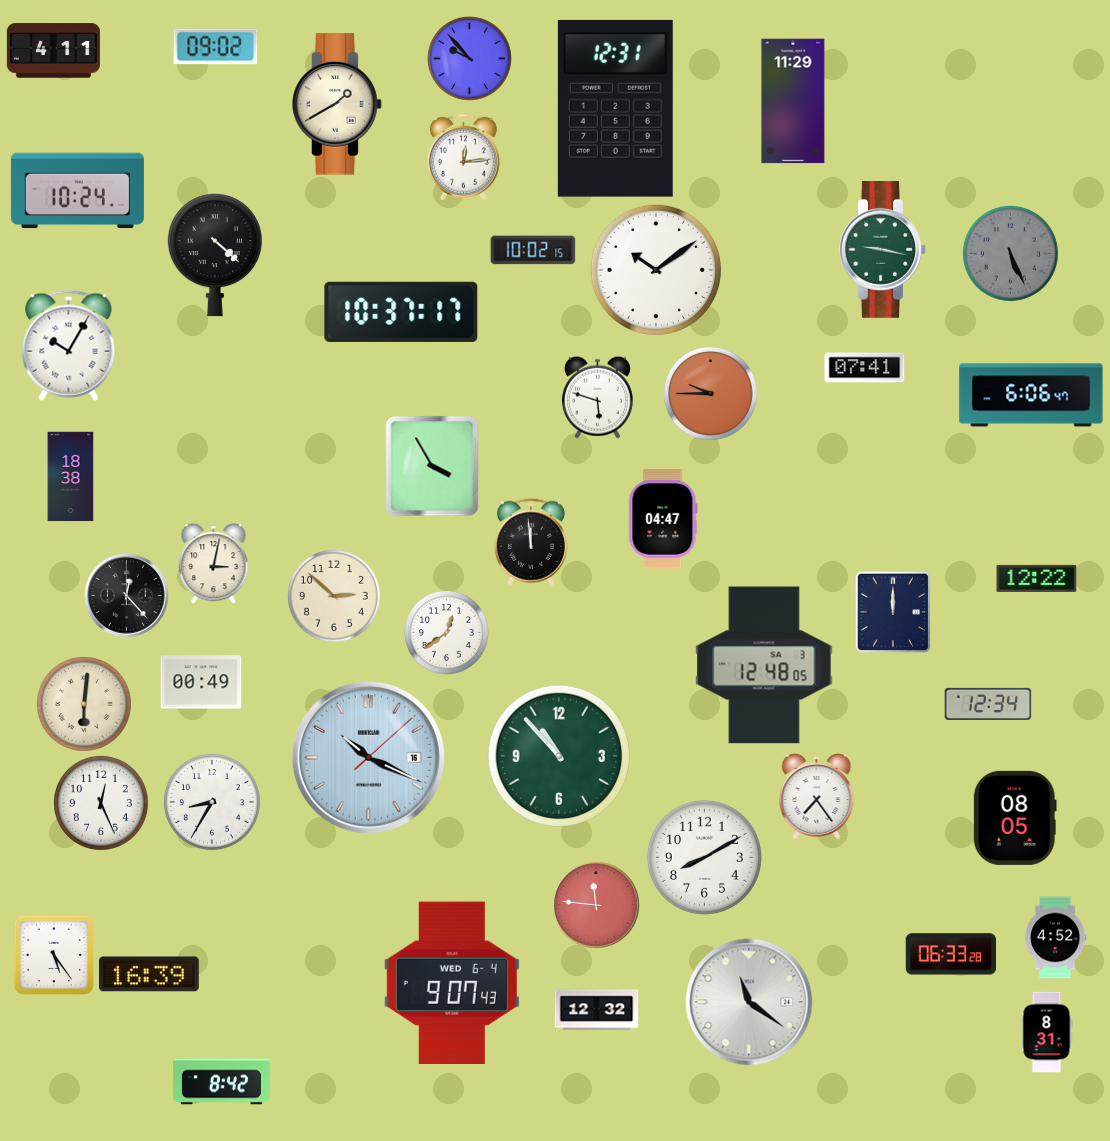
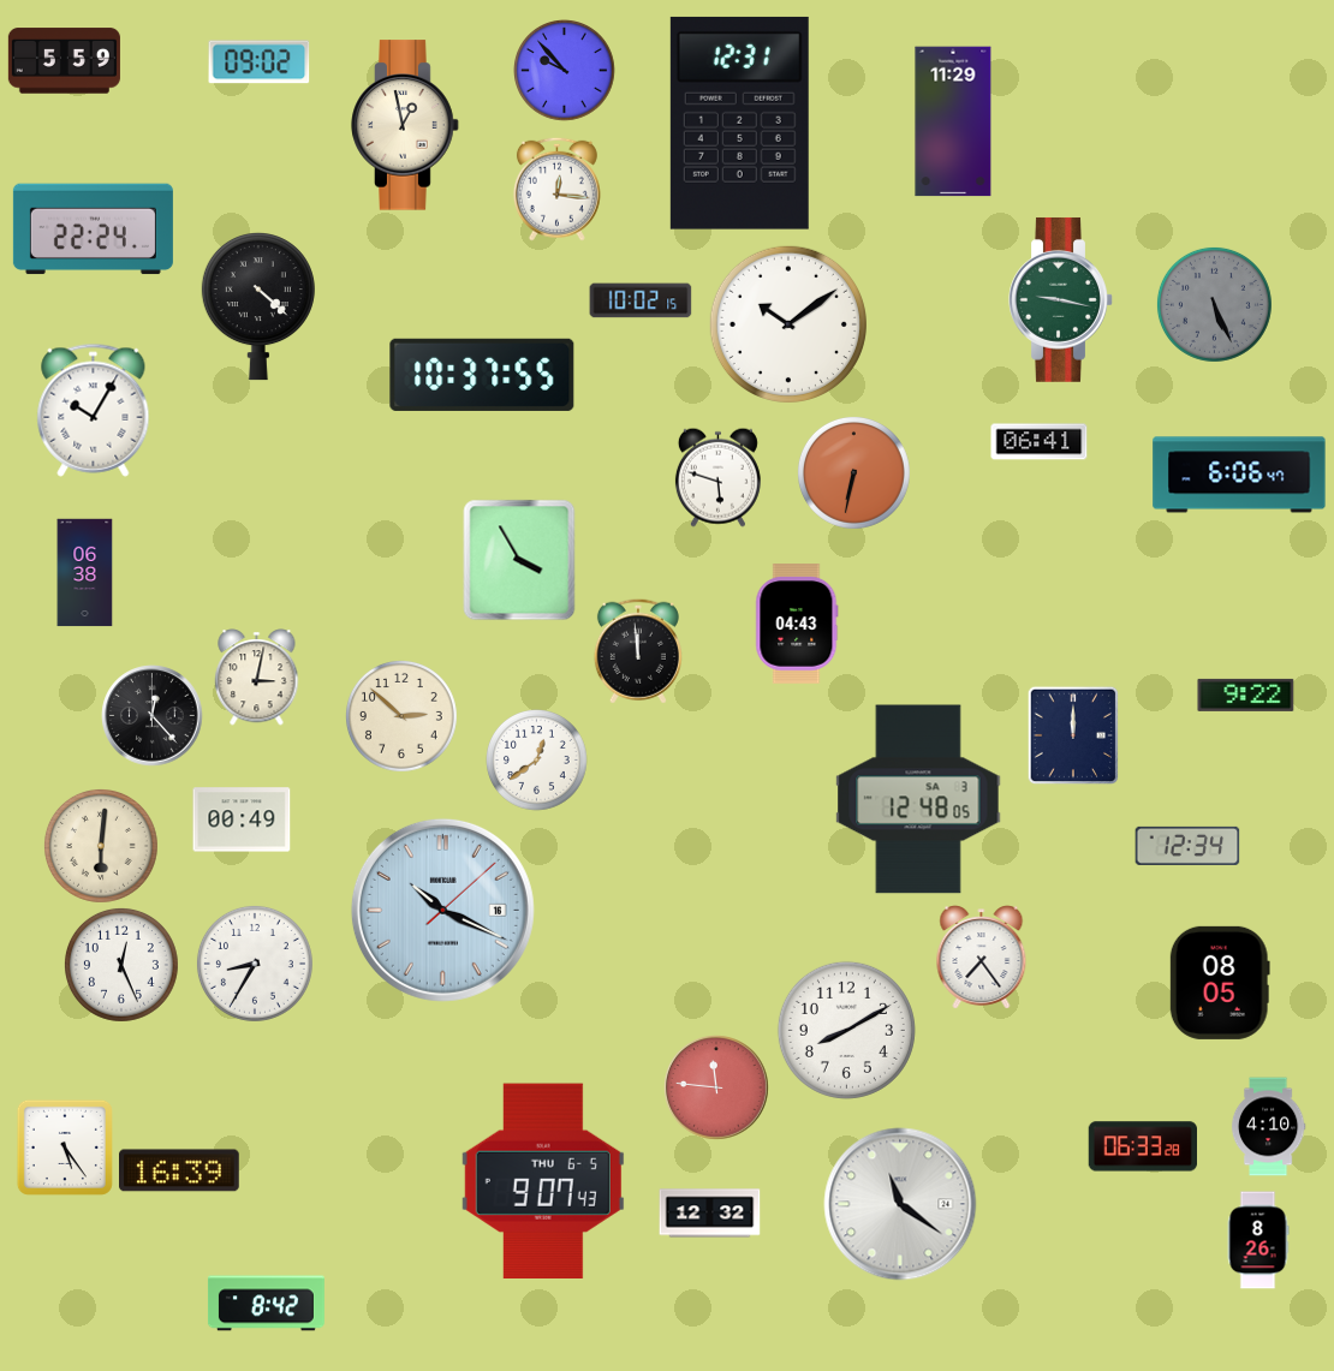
clock at (216, 47) position: (216, 47) -> (260, 62)
clock at (53, 51): 4:11 -> 5:59
clock at (337, 104): 1:40 -> 12:58
clock at (615, 108) position: (615, 108) -> (739, 123)
clock at (463, 157): 12:14 -> 12:16
clock at (77, 191): 10:24 -> 22:24
clock at (401, 312): 10:37:17 -> 10:37:55
clock at (69, 345) position: (69, 345) -> (94, 410)
clock at (865, 368): 07:41 -> 06:41
clock at (710, 393): 9:45 -> 6:32
clock at (71, 477): 18:38 -> 06:38
clock at (663, 519): 04:47 -> 04:43
clock at (1037, 578): 12:22 -> 9:22
clock at (558, 755): 10:53 -> none
clock at (1055, 938): 4:52 -> 4:10
clock at (452, 982) date: WED 6-4 -> THU 6-5
clock at (597, 1010) position: (597, 1010) -> (710, 1214)
clock at (1047, 1032): 8:31 -> 8:26
clock at (221, 1082) position: (221, 1082) -> (266, 1304)
